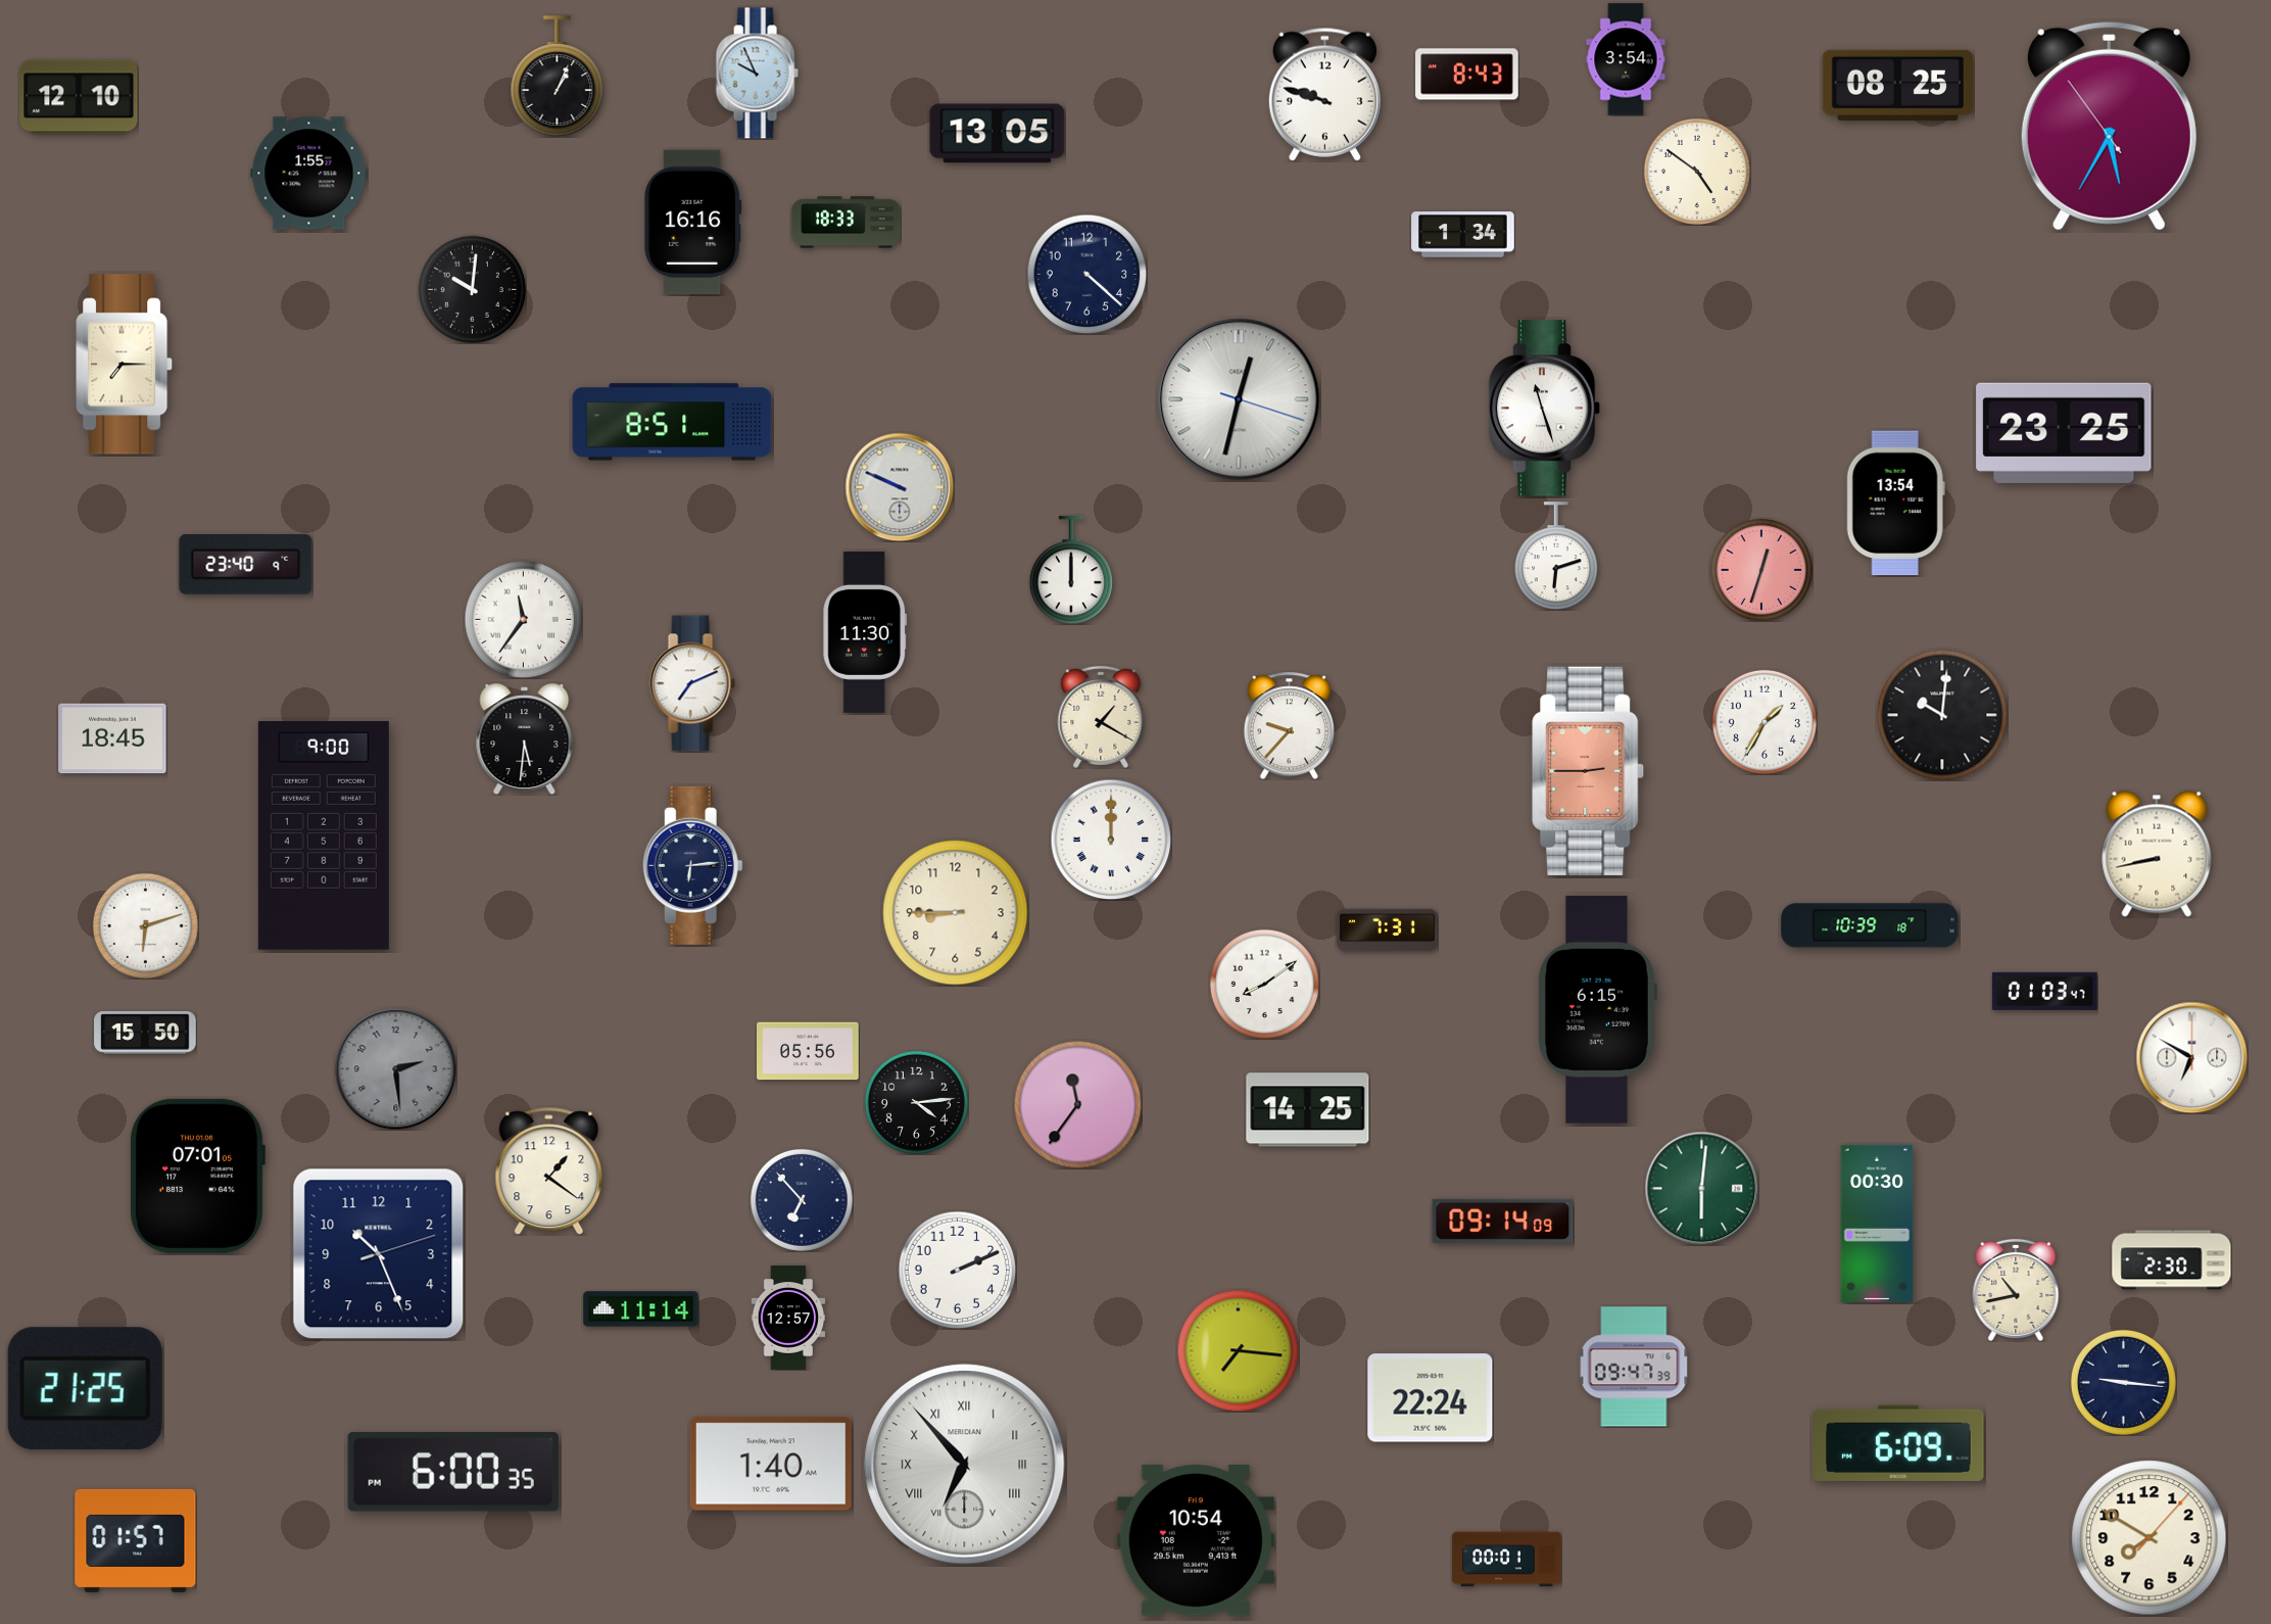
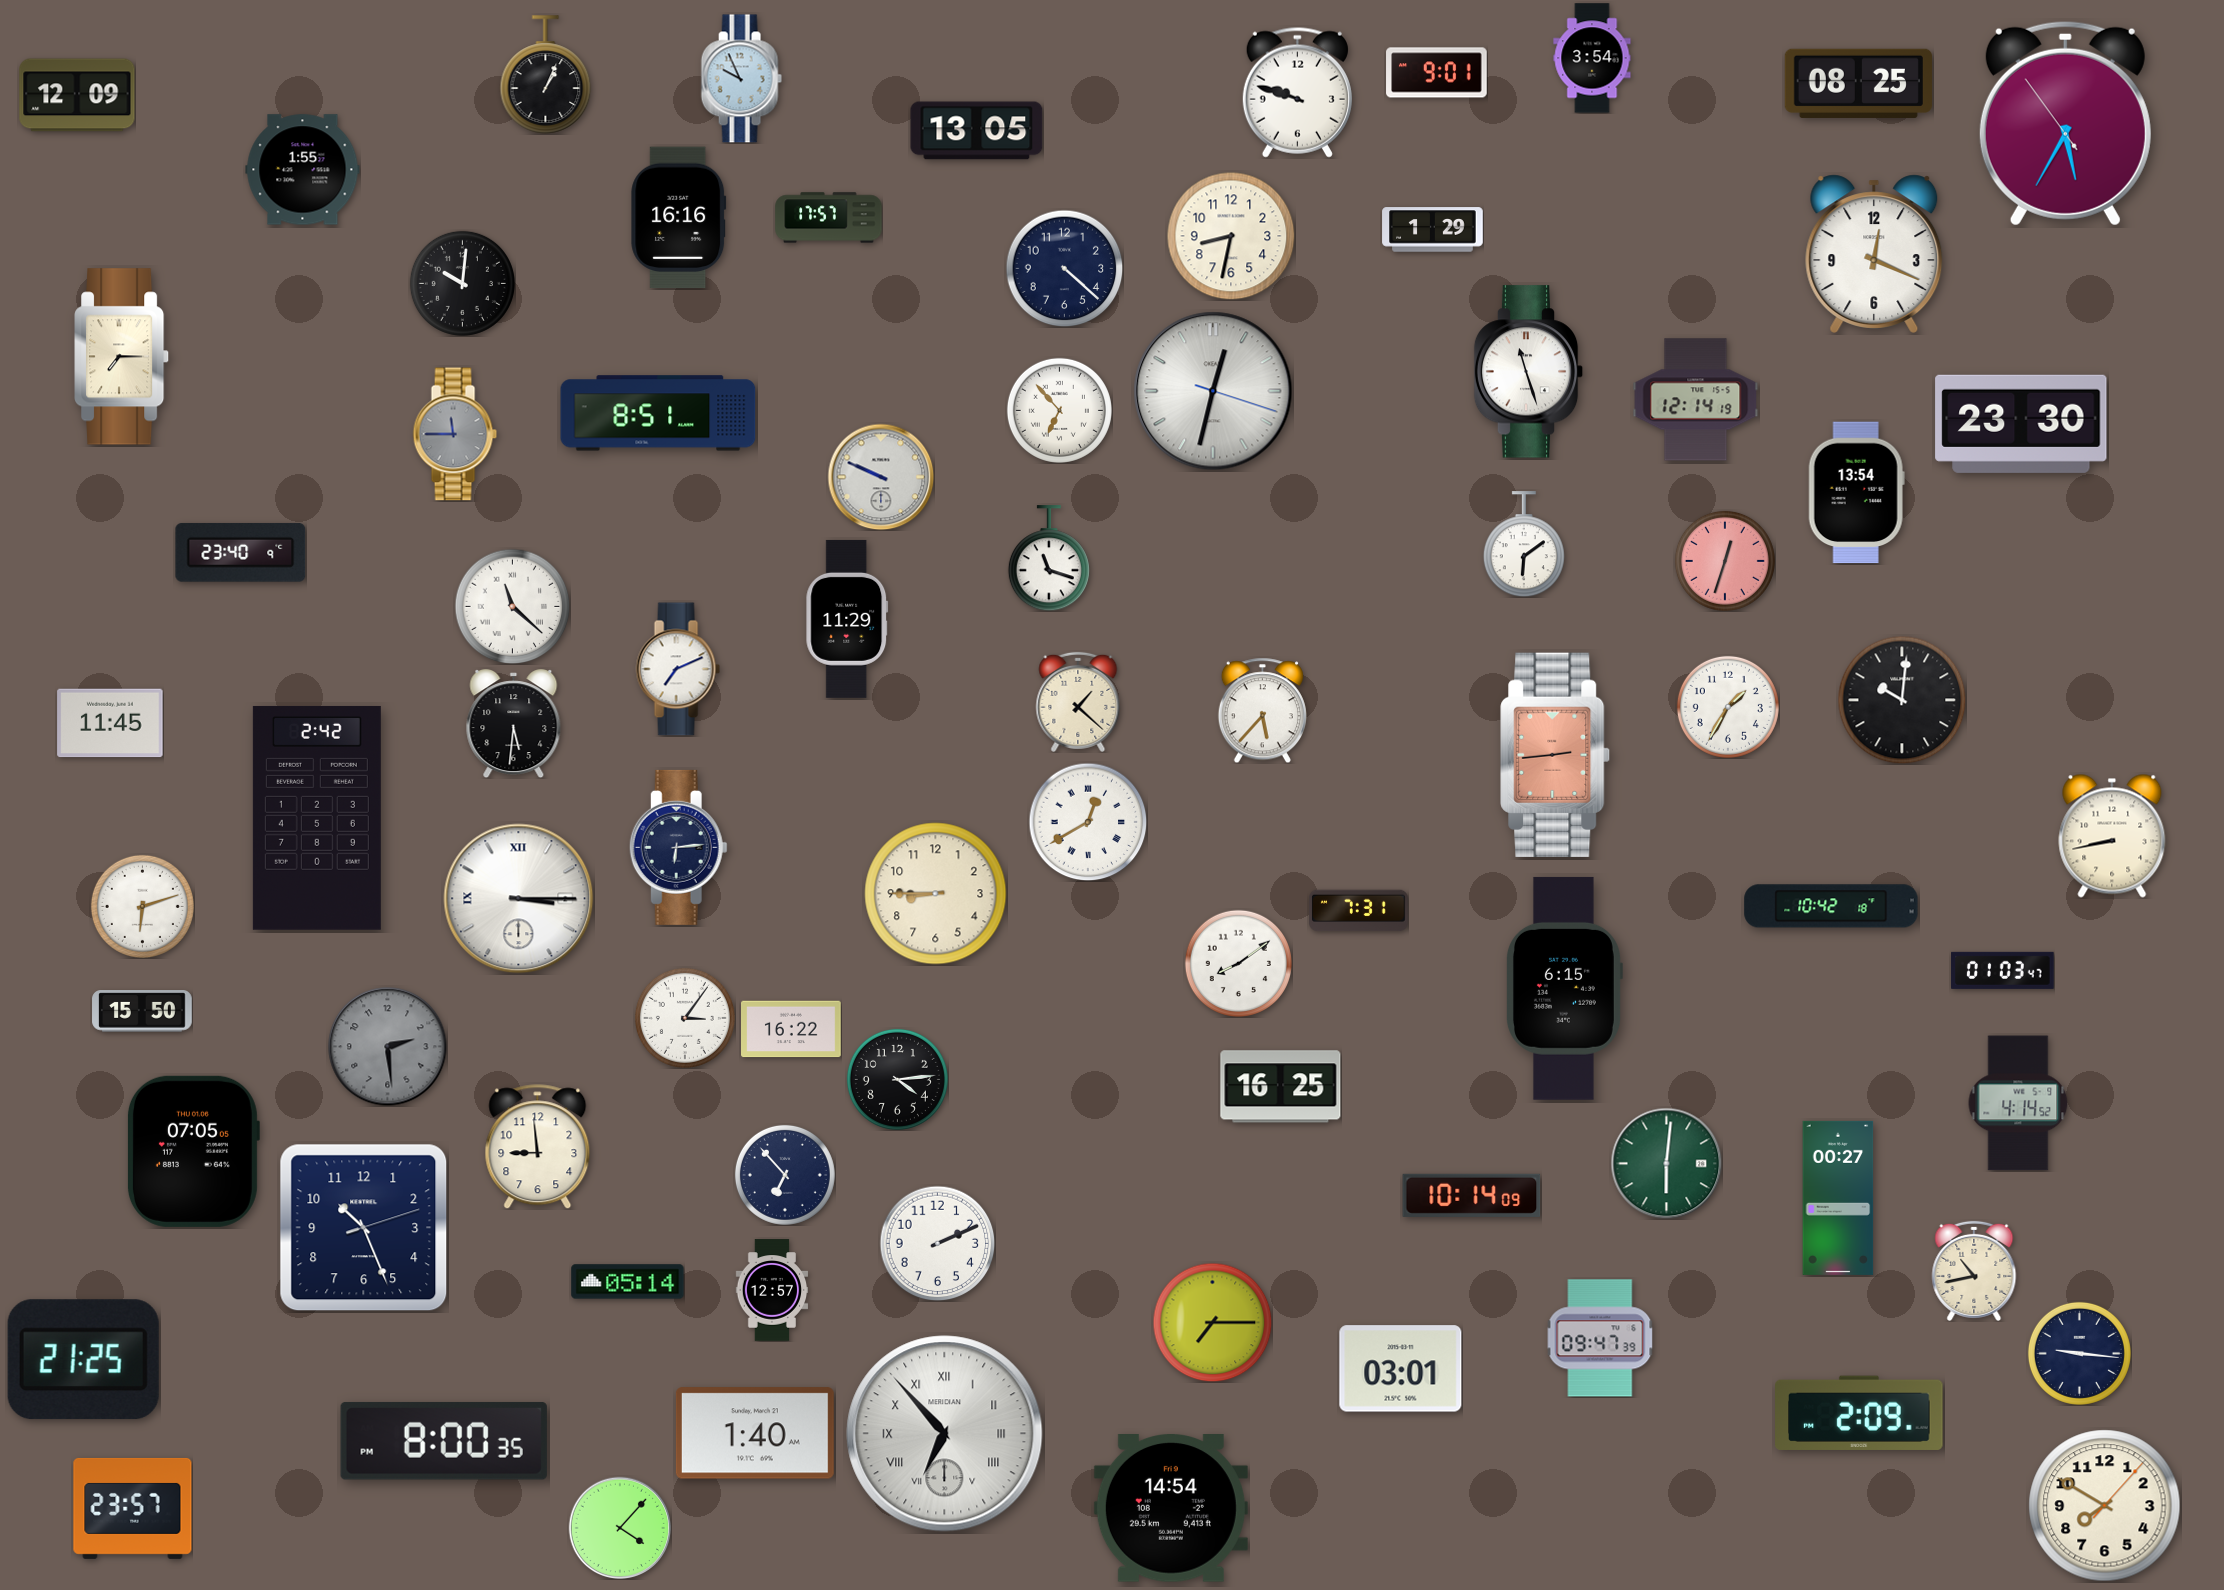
clock at (757, 74) position: (757, 74) -> (741, 79)
clock at (1467, 75): 8:43 -> 9:01
clock at (79, 97): 12:10 -> 12:09
clock at (1697, 172): 4:51 -> none
clock at (847, 223): 18:33 -> 17:57
clock at (1463, 235): 1:34 -> 1:29
clock at (1231, 236): none -> 8:32
clock at (1874, 254): none -> 12:19
clock at (1545, 409) position: (1545, 409) -> (1529, 372)
clock at (1696, 400): none -> 12:14
clock at (1059, 410): none -> 6:53
clock at (2064, 433): 23:25 -> 23:30
clock at (455, 434): none -> 11:45
clock at (1556, 556): 6:12 -> 6:09
clock at (1071, 570): 12:00 -> 11:18
clock at (1761, 570) position: (1761, 570) -> (1725, 561)
clock at (523, 619): 11:36 -> 11:22
clock at (865, 632): 11:30 -> 11:29
clock at (1101, 717): 1:20 -> 1:22
clock at (1289, 725): 9:37 -> 5:37
clock at (112, 738): 18:45 -> 11:45
clock at (1588, 771): 2:45 -> 2:44
clock at (324, 835): 9:00 -> 2:42
clock at (1111, 840): 12:00 -> 12:40
clock at (519, 899): none -> 3:15
clock at (1870, 925): 10:39 -> 10:42
clock at (685, 1018): none -> 3:06
clock at (809, 1051): 05:56 -> 16:22
clock at (2191, 1057): 6:50 -> none
clock at (1077, 1104): 11:36 -> none
clock at (1308, 1110): 14:25 -> 16:25
clock at (2018, 1103): none -> 4:14
clock at (549, 1172): 1:21 -> 8:59
clock at (197, 1176): 07:01 -> 07:05
clock at (1503, 1221): 09:14 -> 10:14
clock at (1877, 1224): 00:30 -> 00:27
clock at (379, 1254) position: (379, 1254) -> (364, 1228)
clock at (2172, 1260): 2:30 -> none
clock at (2016, 1290) position: (2016, 1290) -> (1974, 1271)
clock at (641, 1309): 11:14 -> 05:14
clock at (1238, 1350): 7:16 -> 7:15
clock at (1431, 1398): 22:24 -> 03:01
clock at (1898, 1443): 6:09 -> 2:09
clock at (453, 1472): 6:00 -> 8:00
clock at (136, 1540): 01:57 -> 23:57
clock at (1196, 1541): 10:54 -> 14:54
clock at (1507, 1560): 00:01 -> none
clock at (620, 1528): none -> 4:07
